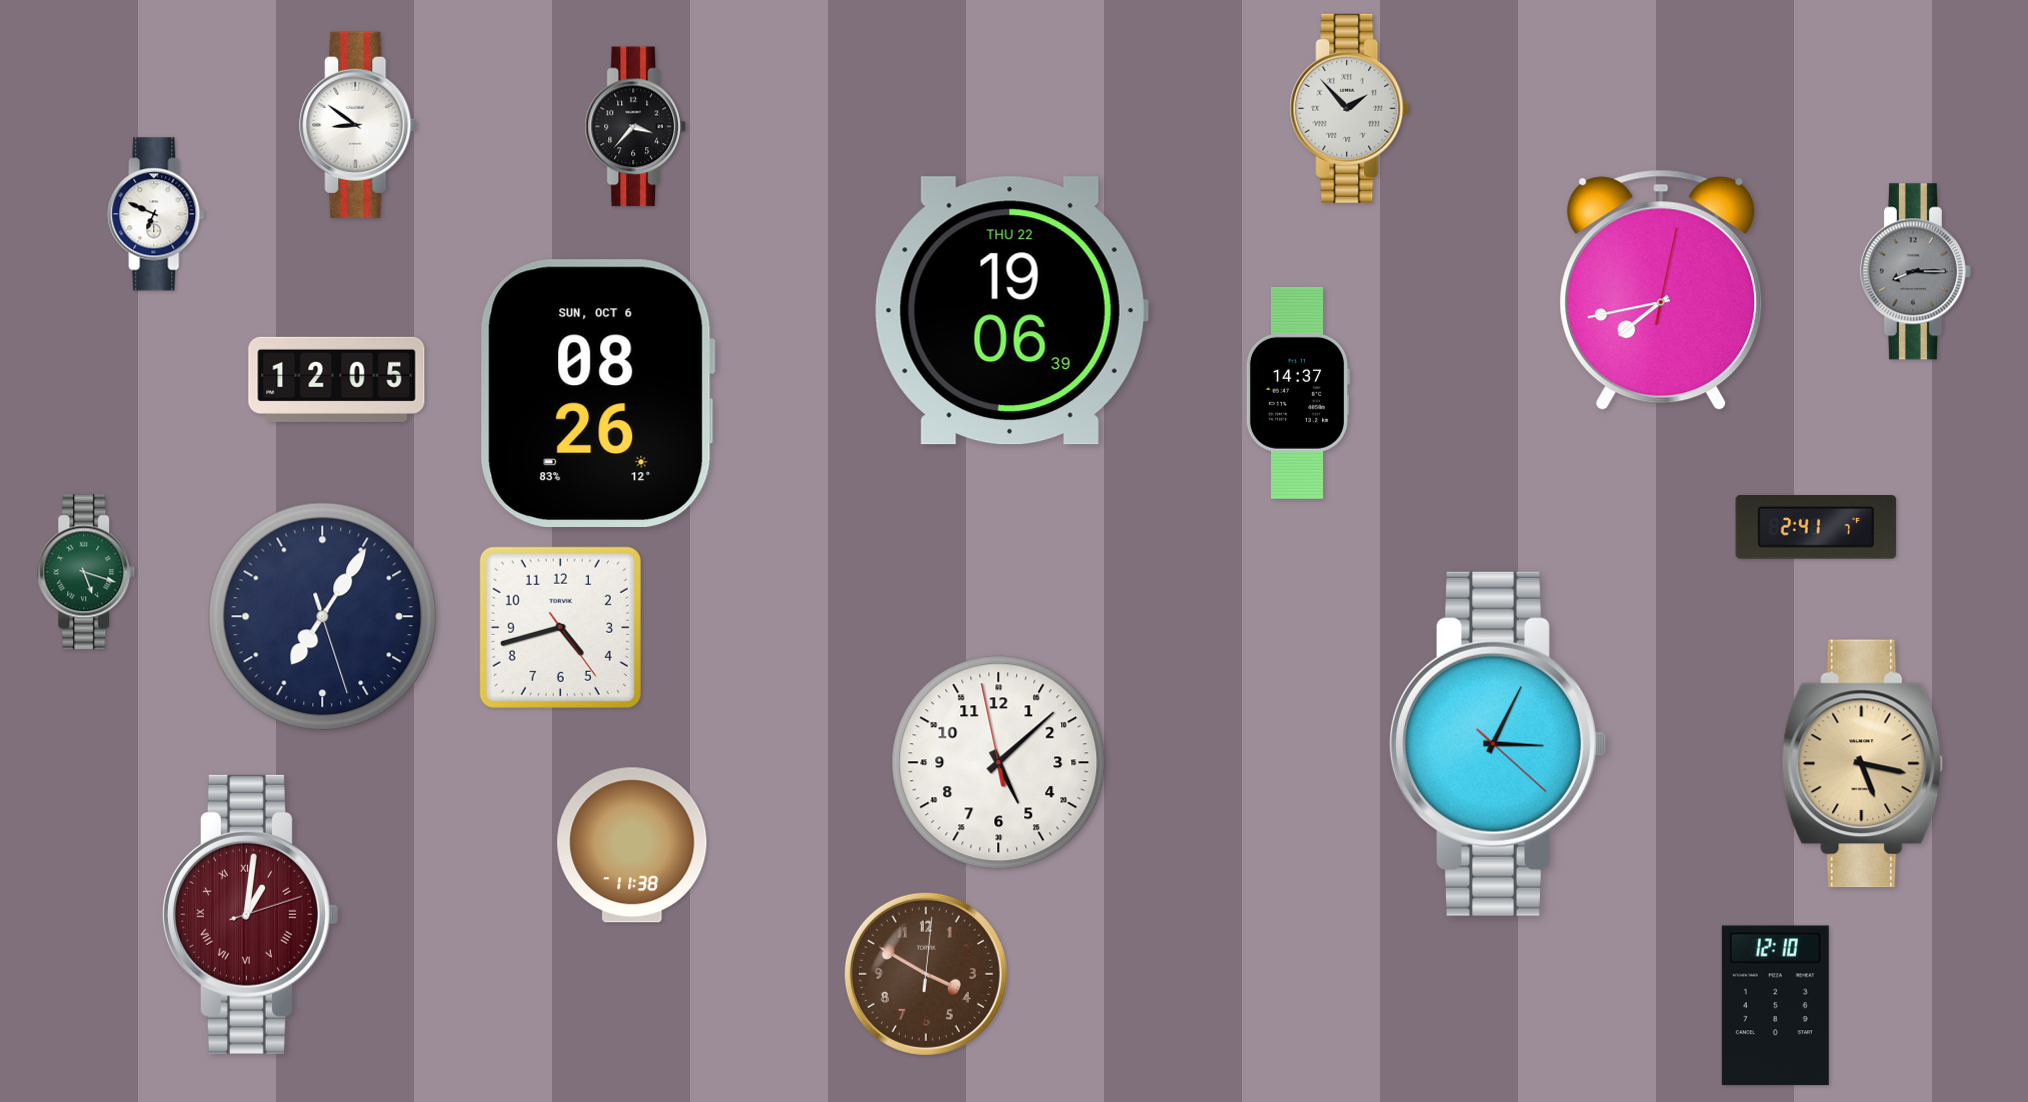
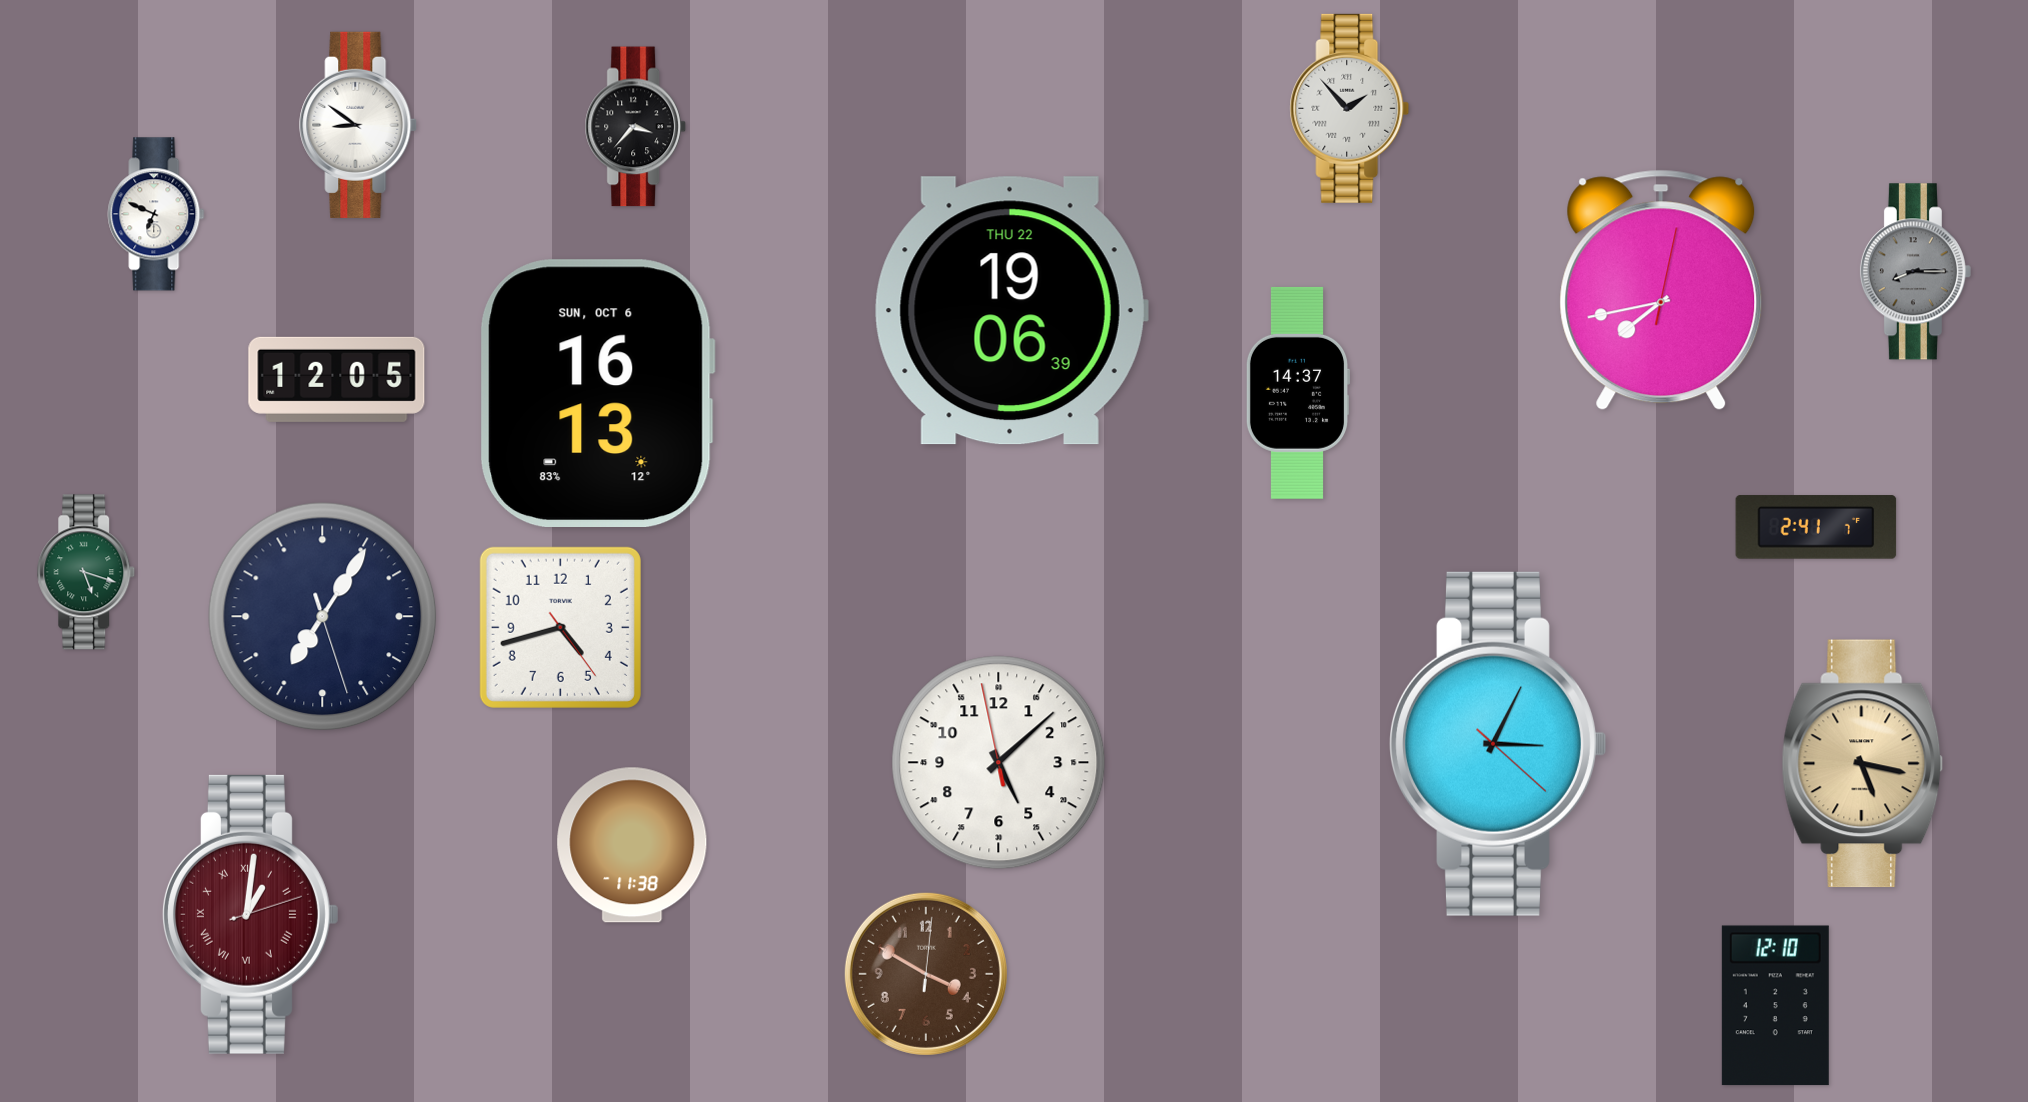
clock at (597, 393): 08:26 -> 16:13
